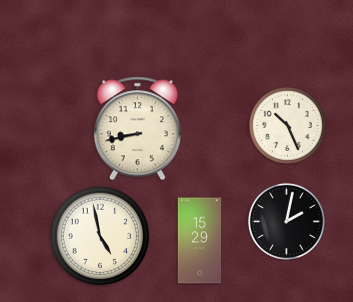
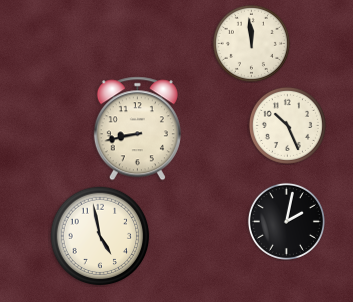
clock at (251, 43): none -> 11:59
clock at (200, 241): 15:29 -> none
